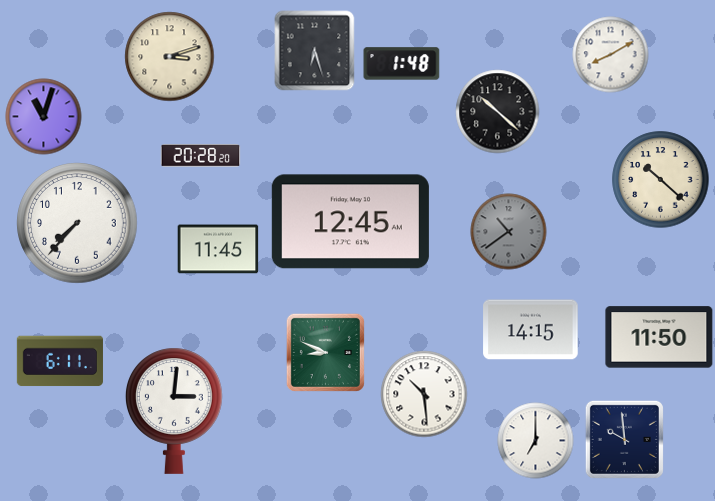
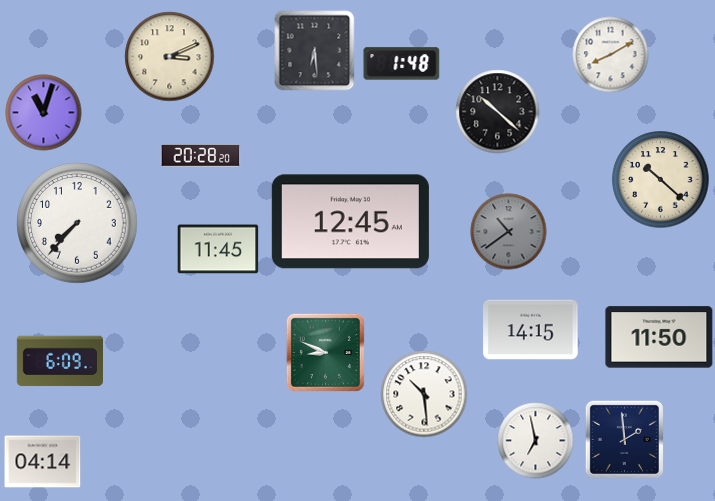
clock at (315, 51): 6:27 -> 6:29
clock at (170, 57): 3:12 -> 3:11
clock at (44, 117) position: (44, 117) -> (44, 113)
clock at (60, 361): 6:11 -> 6:09
clock at (174, 411): 3:01 -> none
clock at (624, 439): 9:59 -> 1:59
clock at (536, 441): 7:00 -> 6:58
clock at (43, 462): none -> 04:14
